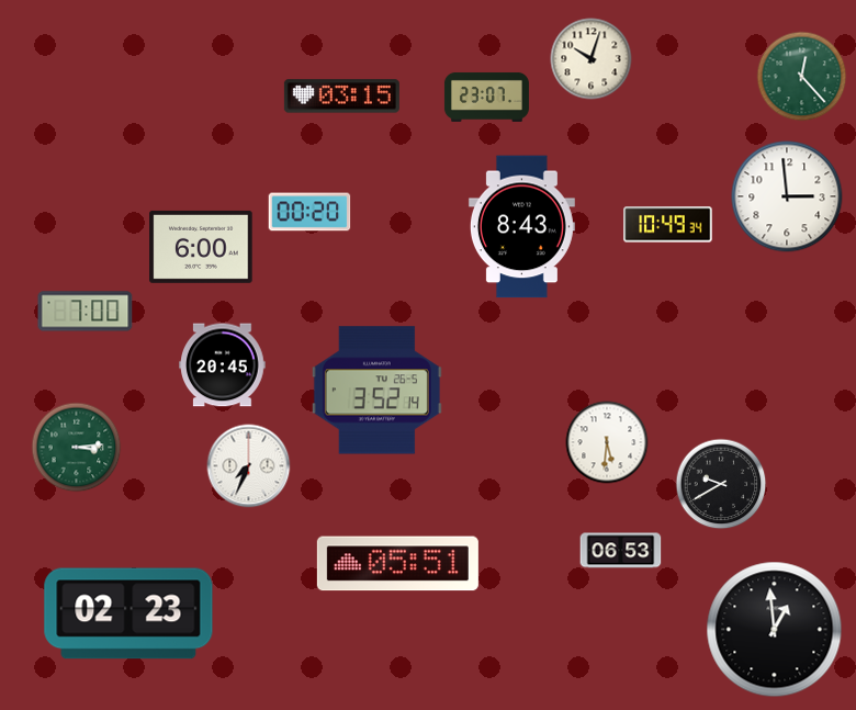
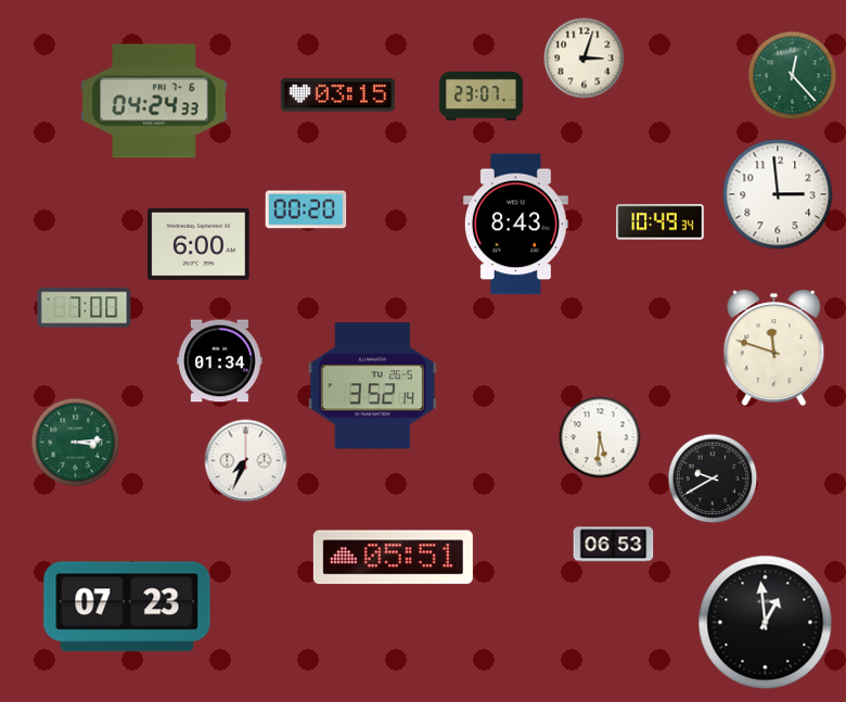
clock at (592, 59): 10:03 -> 3:03
clock at (154, 101): none -> 04:24
clock at (774, 348): none -> 11:48
clock at (223, 365): 20:45 -> 01:34
clock at (128, 613): 02:23 -> 07:23
